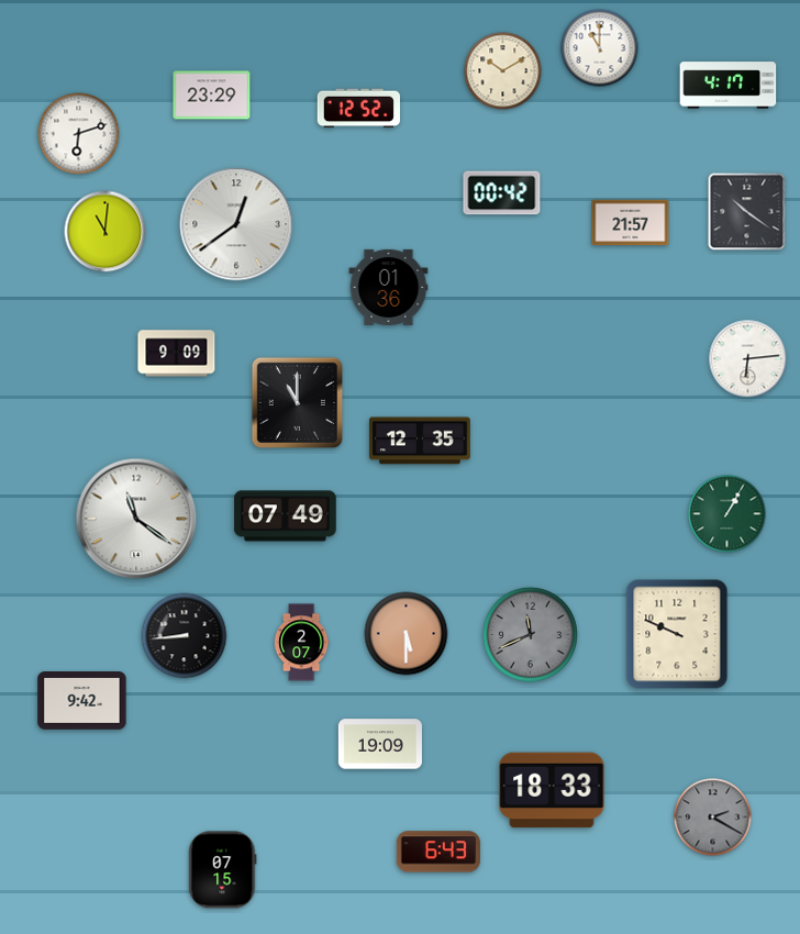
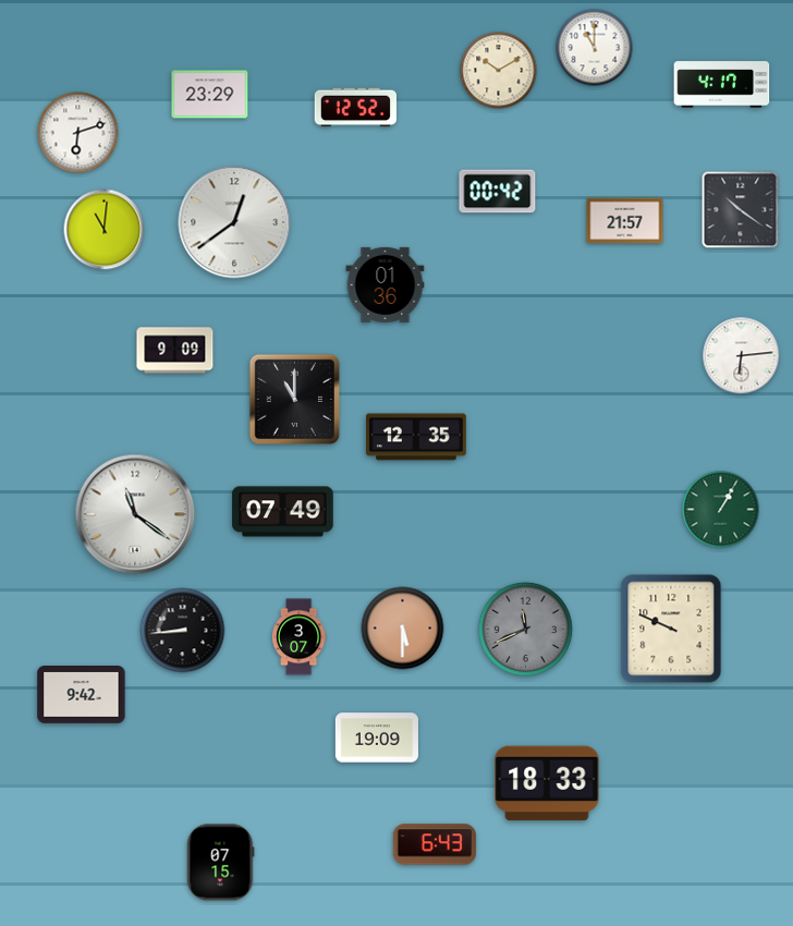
clock at (301, 643): 2:07 -> 3:07
clock at (713, 818): 2:20 -> none
